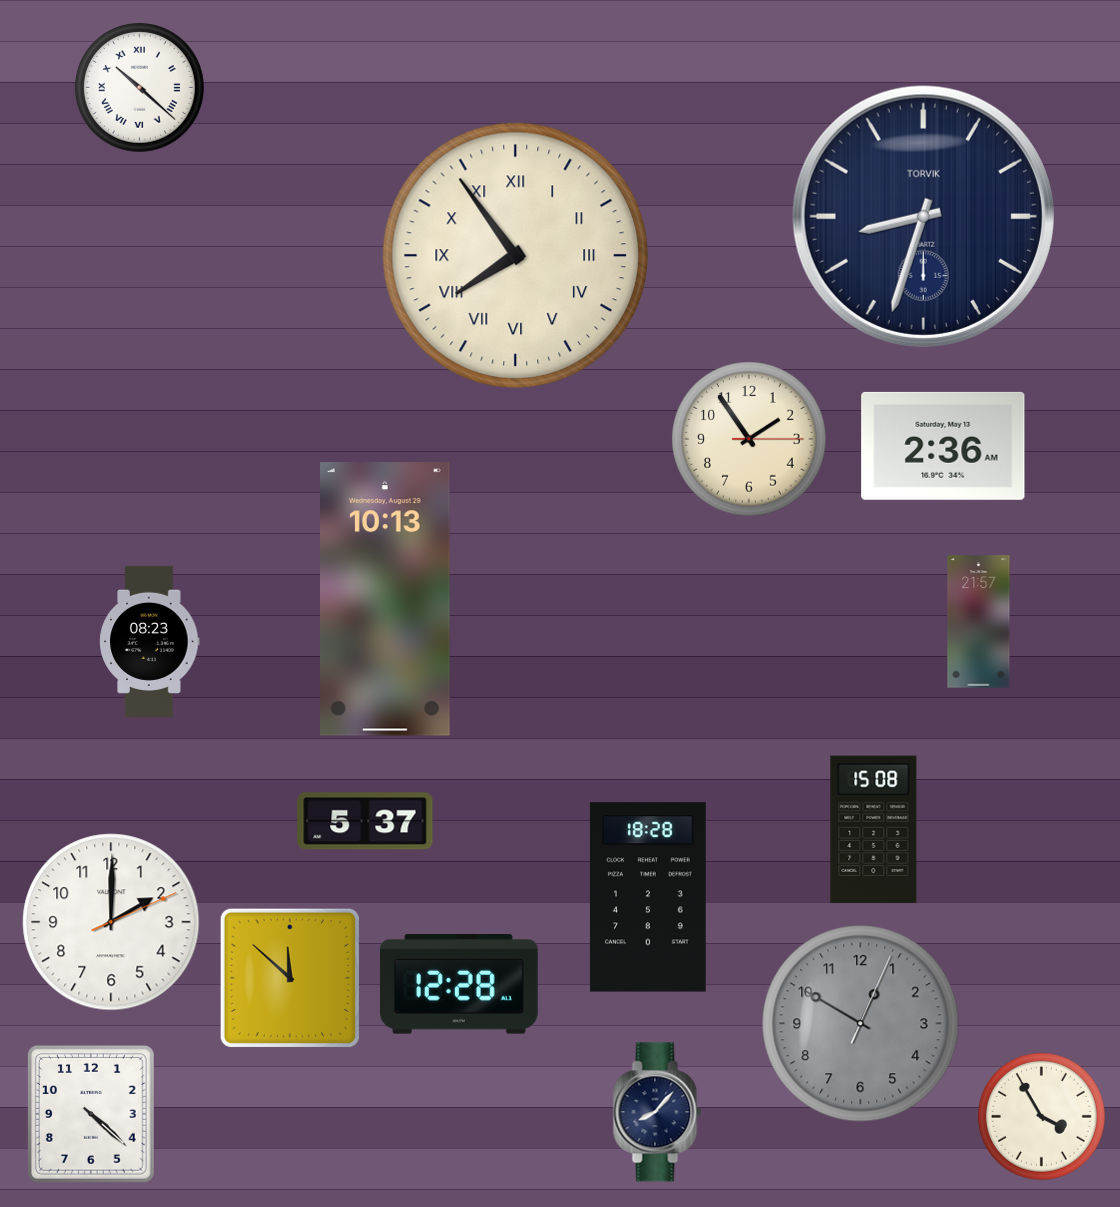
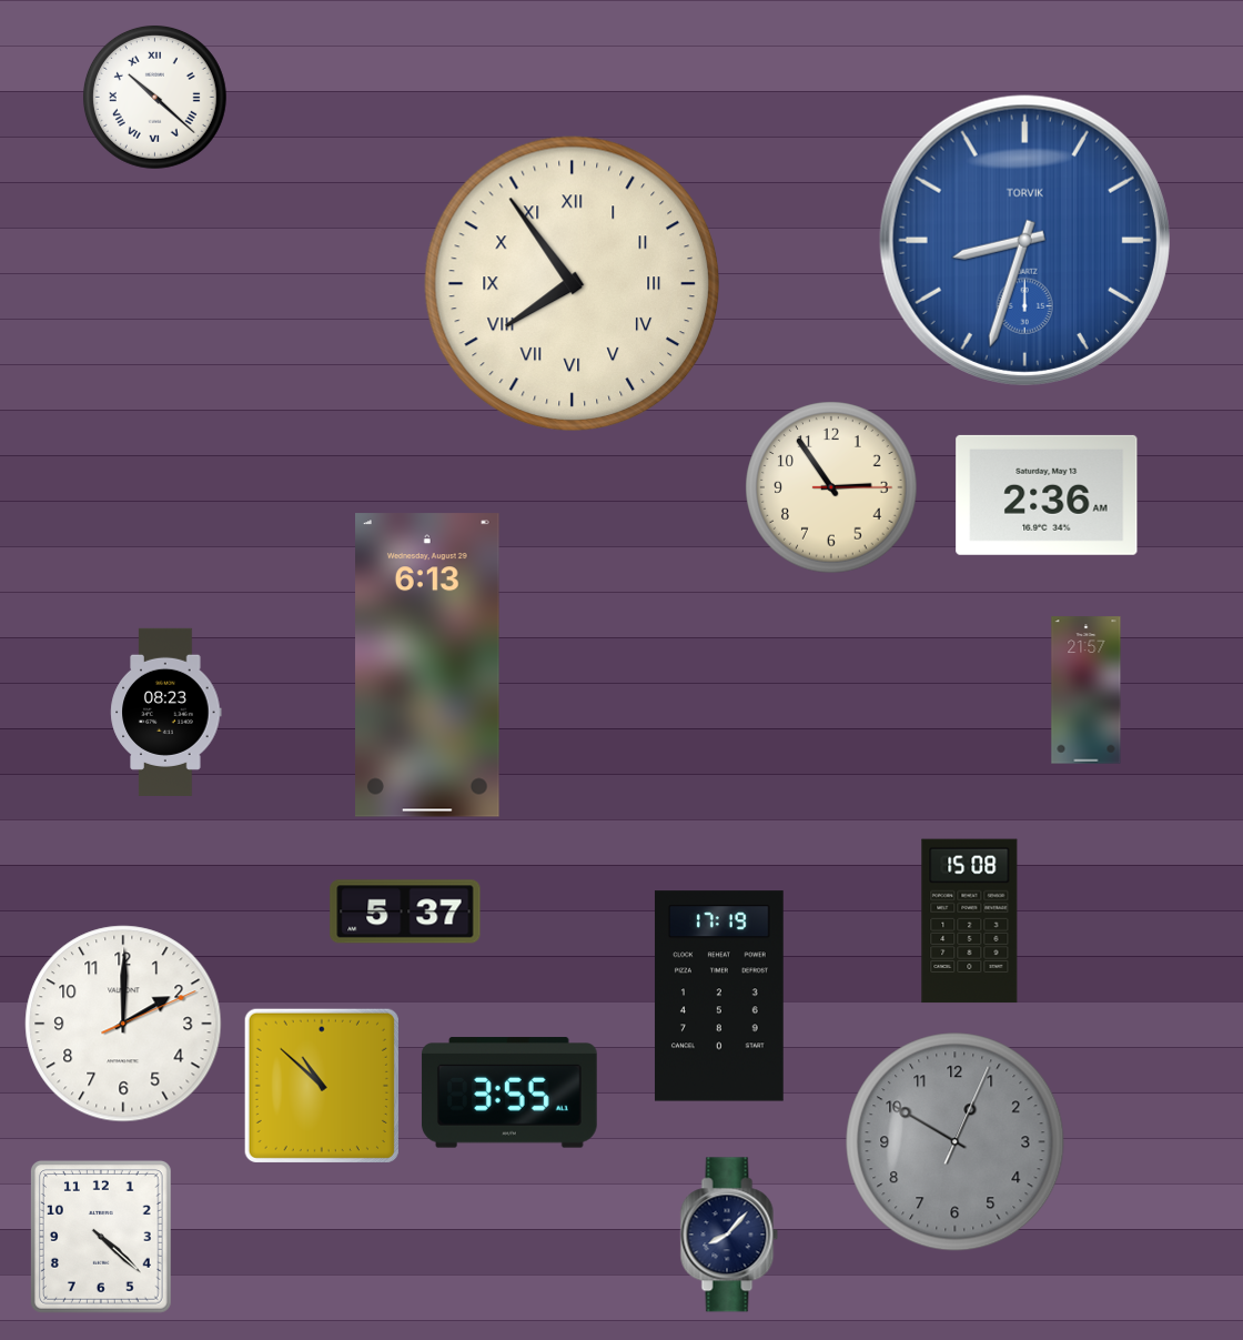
clock at (923, 216) dial: navy -> blue
clock at (749, 439): 1:54 -> 2:54
clock at (386, 599): 10:13 -> 6:13
clock at (648, 897): 18:28 -> 17:19
clock at (290, 978): 11:52 -> 10:52
clock at (459, 984): 12:28 -> 3:55
clock at (861, 1024) position: (861, 1024) -> (956, 1142)
clock at (1041, 1116): 3:55 -> none
